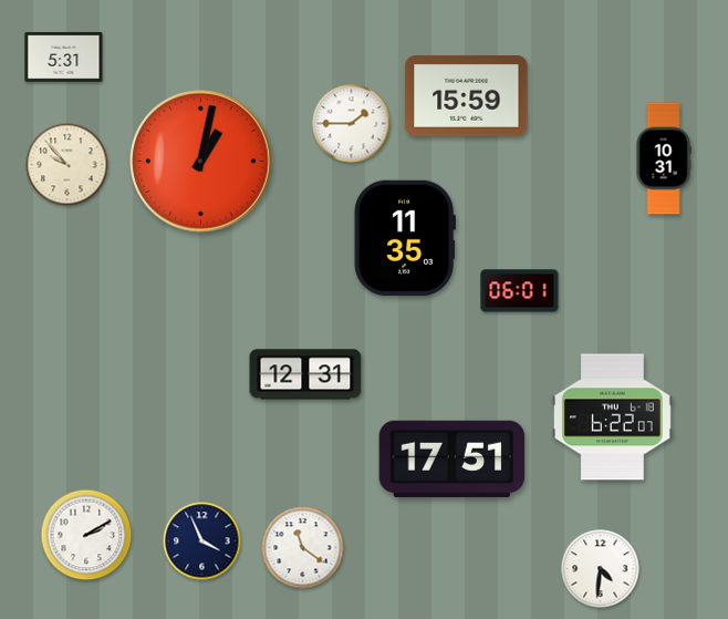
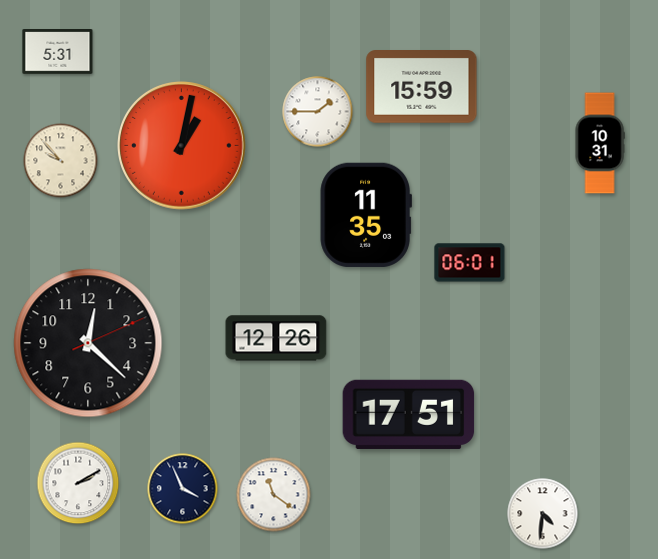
clock at (67, 165) position: (67, 165) -> (61, 161)
clock at (305, 374): 12:31 -> 12:26
clock at (88, 343): none -> 12:22
clock at (612, 417): 6:22 -> none
